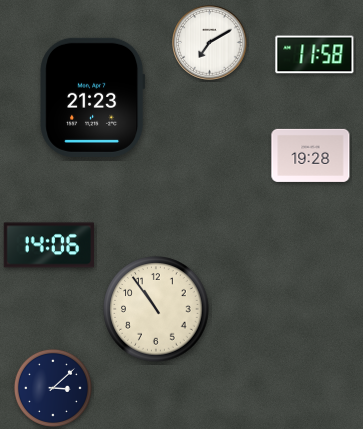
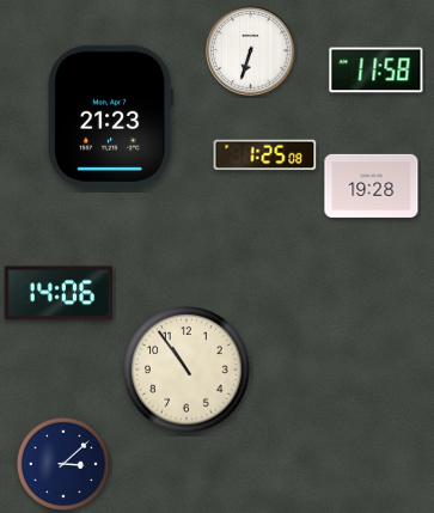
clock at (210, 43): 7:10 -> 6:33
clock at (315, 55) position: (315, 55) -> (377, 71)
clock at (265, 155): none -> 1:25
